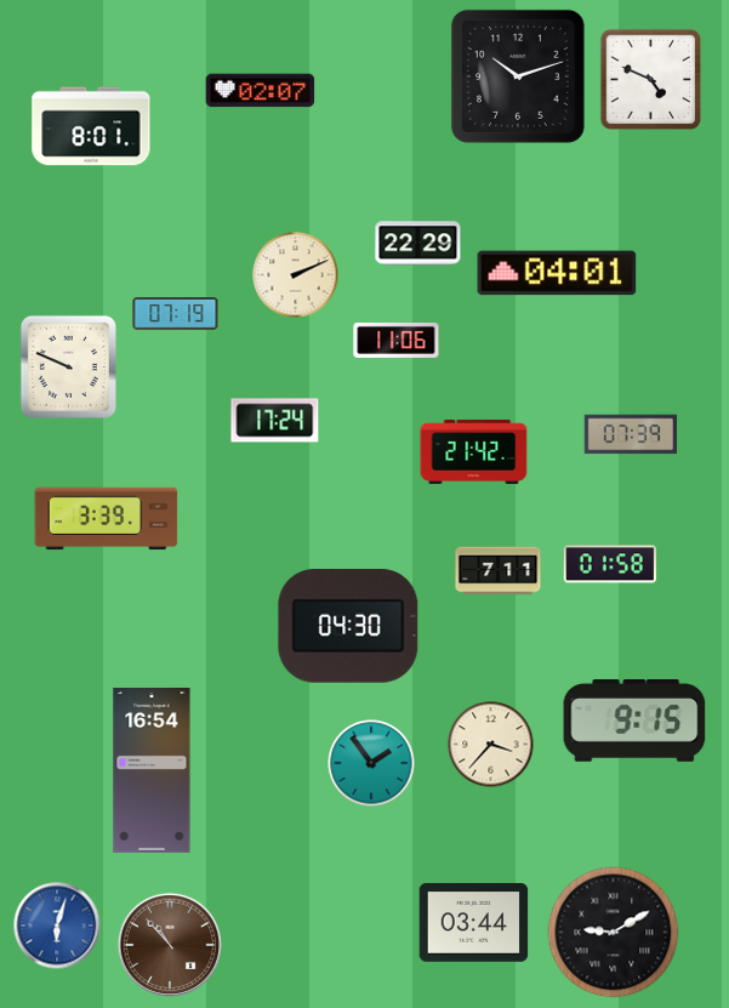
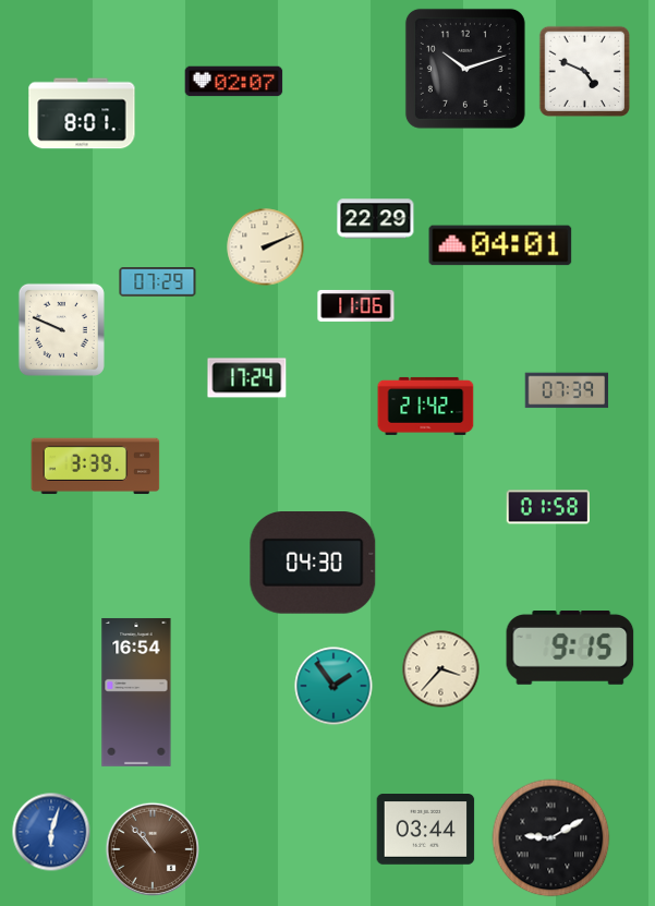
clock at (176, 314): 07:19 -> 07:29
clock at (499, 571): 7:11 -> none
